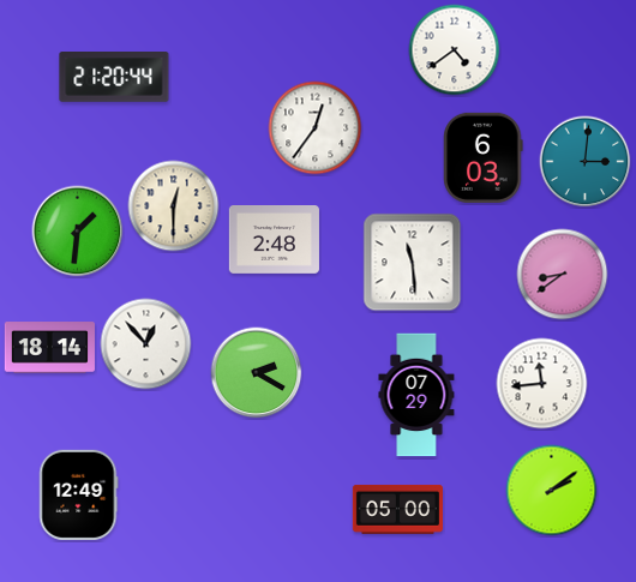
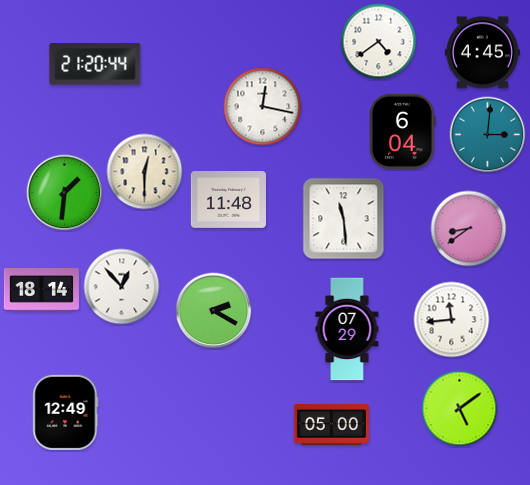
clock at (482, 53): none -> 4:45
clock at (316, 128): 12:36 -> 12:17
clock at (484, 157): 6:03 -> 6:04
clock at (274, 240): 2:48 -> 11:48
clock at (552, 491): 2:09 -> 5:09
